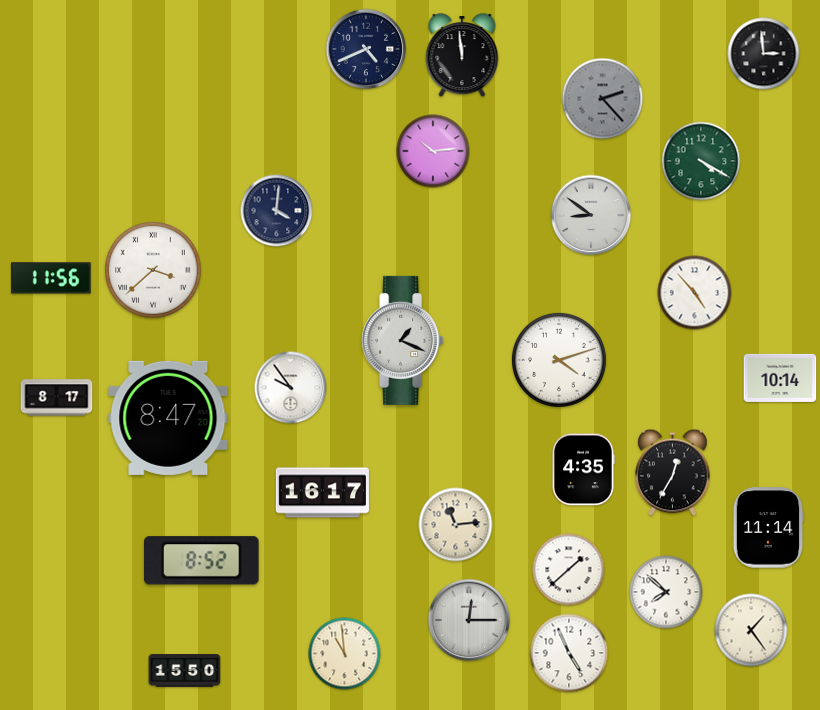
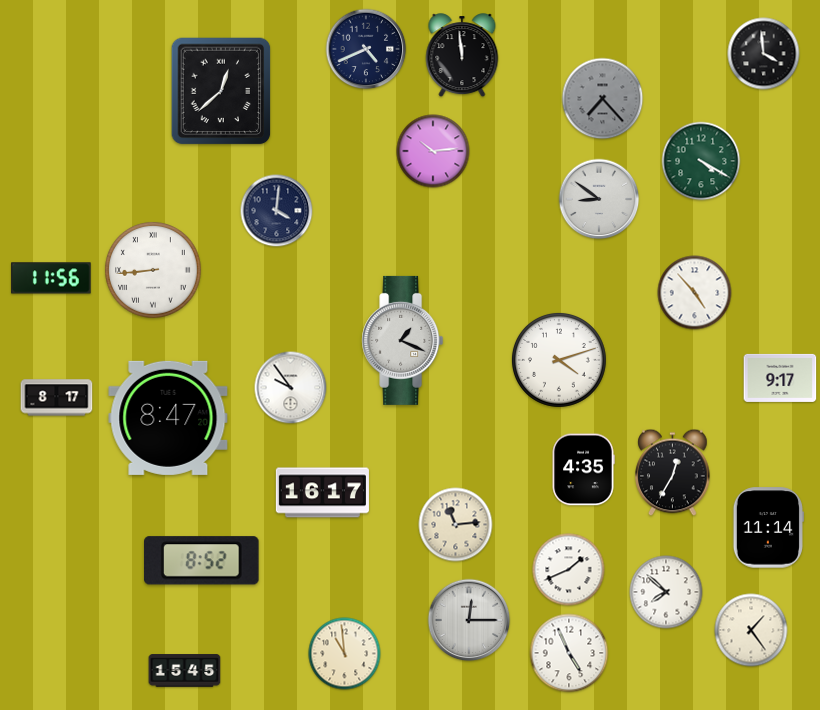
clock at (764, 54): 2:59 -> 3:59
clock at (221, 91): none -> 12:38
clock at (603, 99): 2:23 -> 7:23
clock at (591, 215) position: (591, 215) -> (599, 199)
clock at (153, 270): 3:38 -> 8:44
clock at (780, 378): 10:14 -> 9:17
clock at (569, 570): 1:38 -> 1:41
clock at (185, 671): 15:50 -> 15:45
